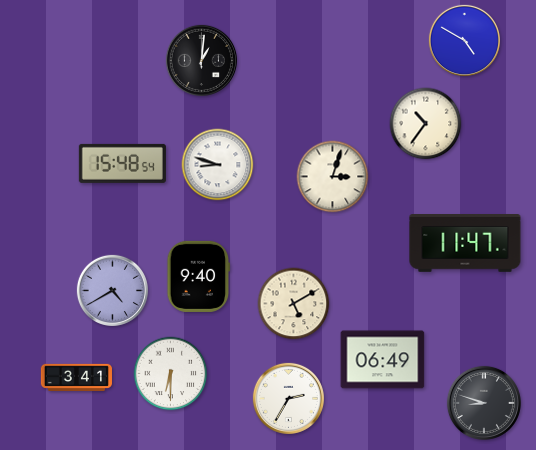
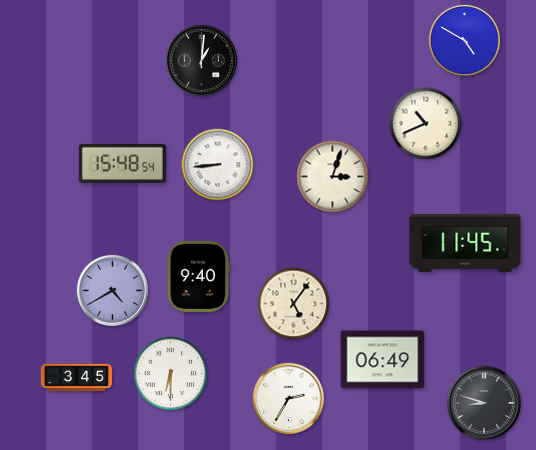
clock at (426, 124): 10:36 -> 10:41
clock at (218, 165): 8:48 -> 8:44
clock at (465, 244): 11:47 -> 11:45
clock at (294, 304): 5:10 -> 5:06
clock at (76, 377): 3:41 -> 3:45
